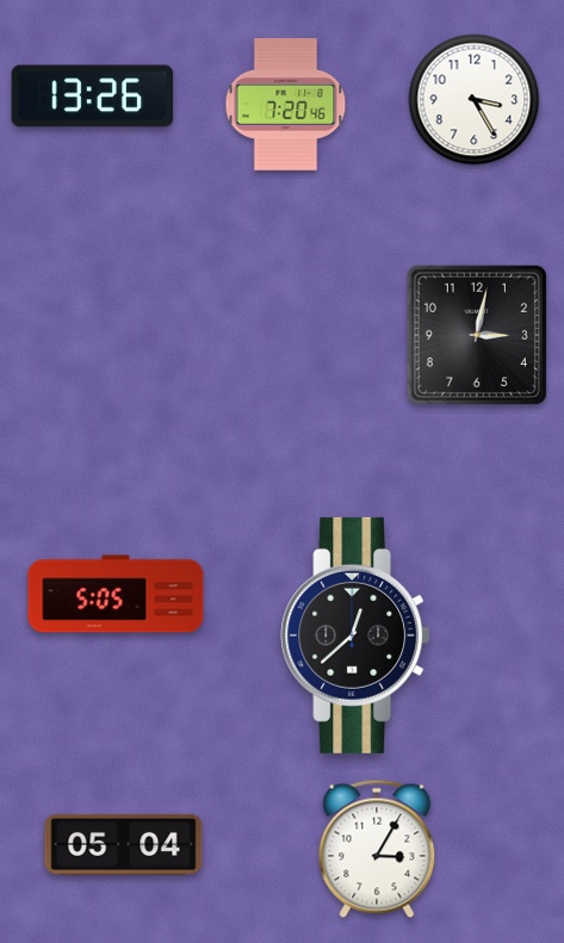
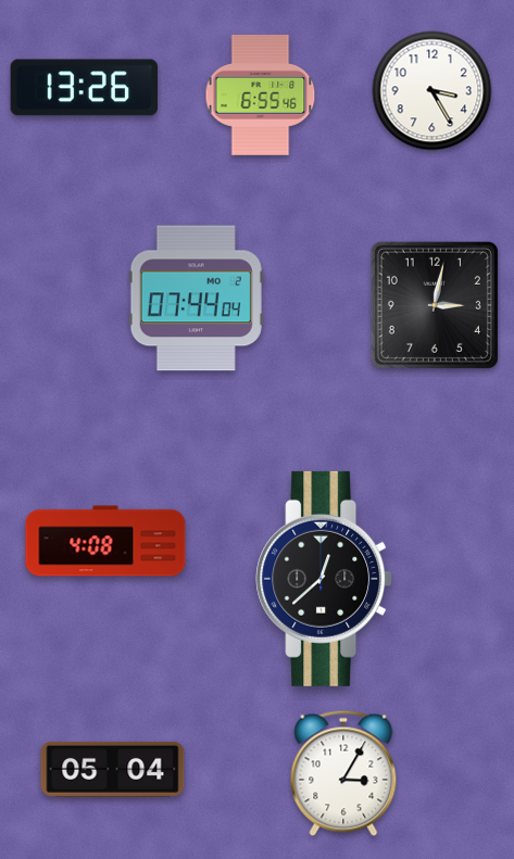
clock at (286, 104): 7:20 -> 6:55
clock at (196, 299): none -> 07:44
clock at (116, 594): 5:05 -> 4:08
